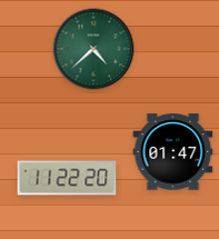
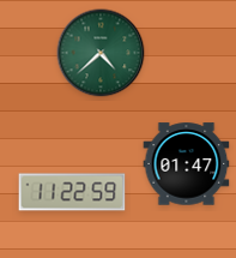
clock at (67, 178): 11:22:20 -> 11:22:59
